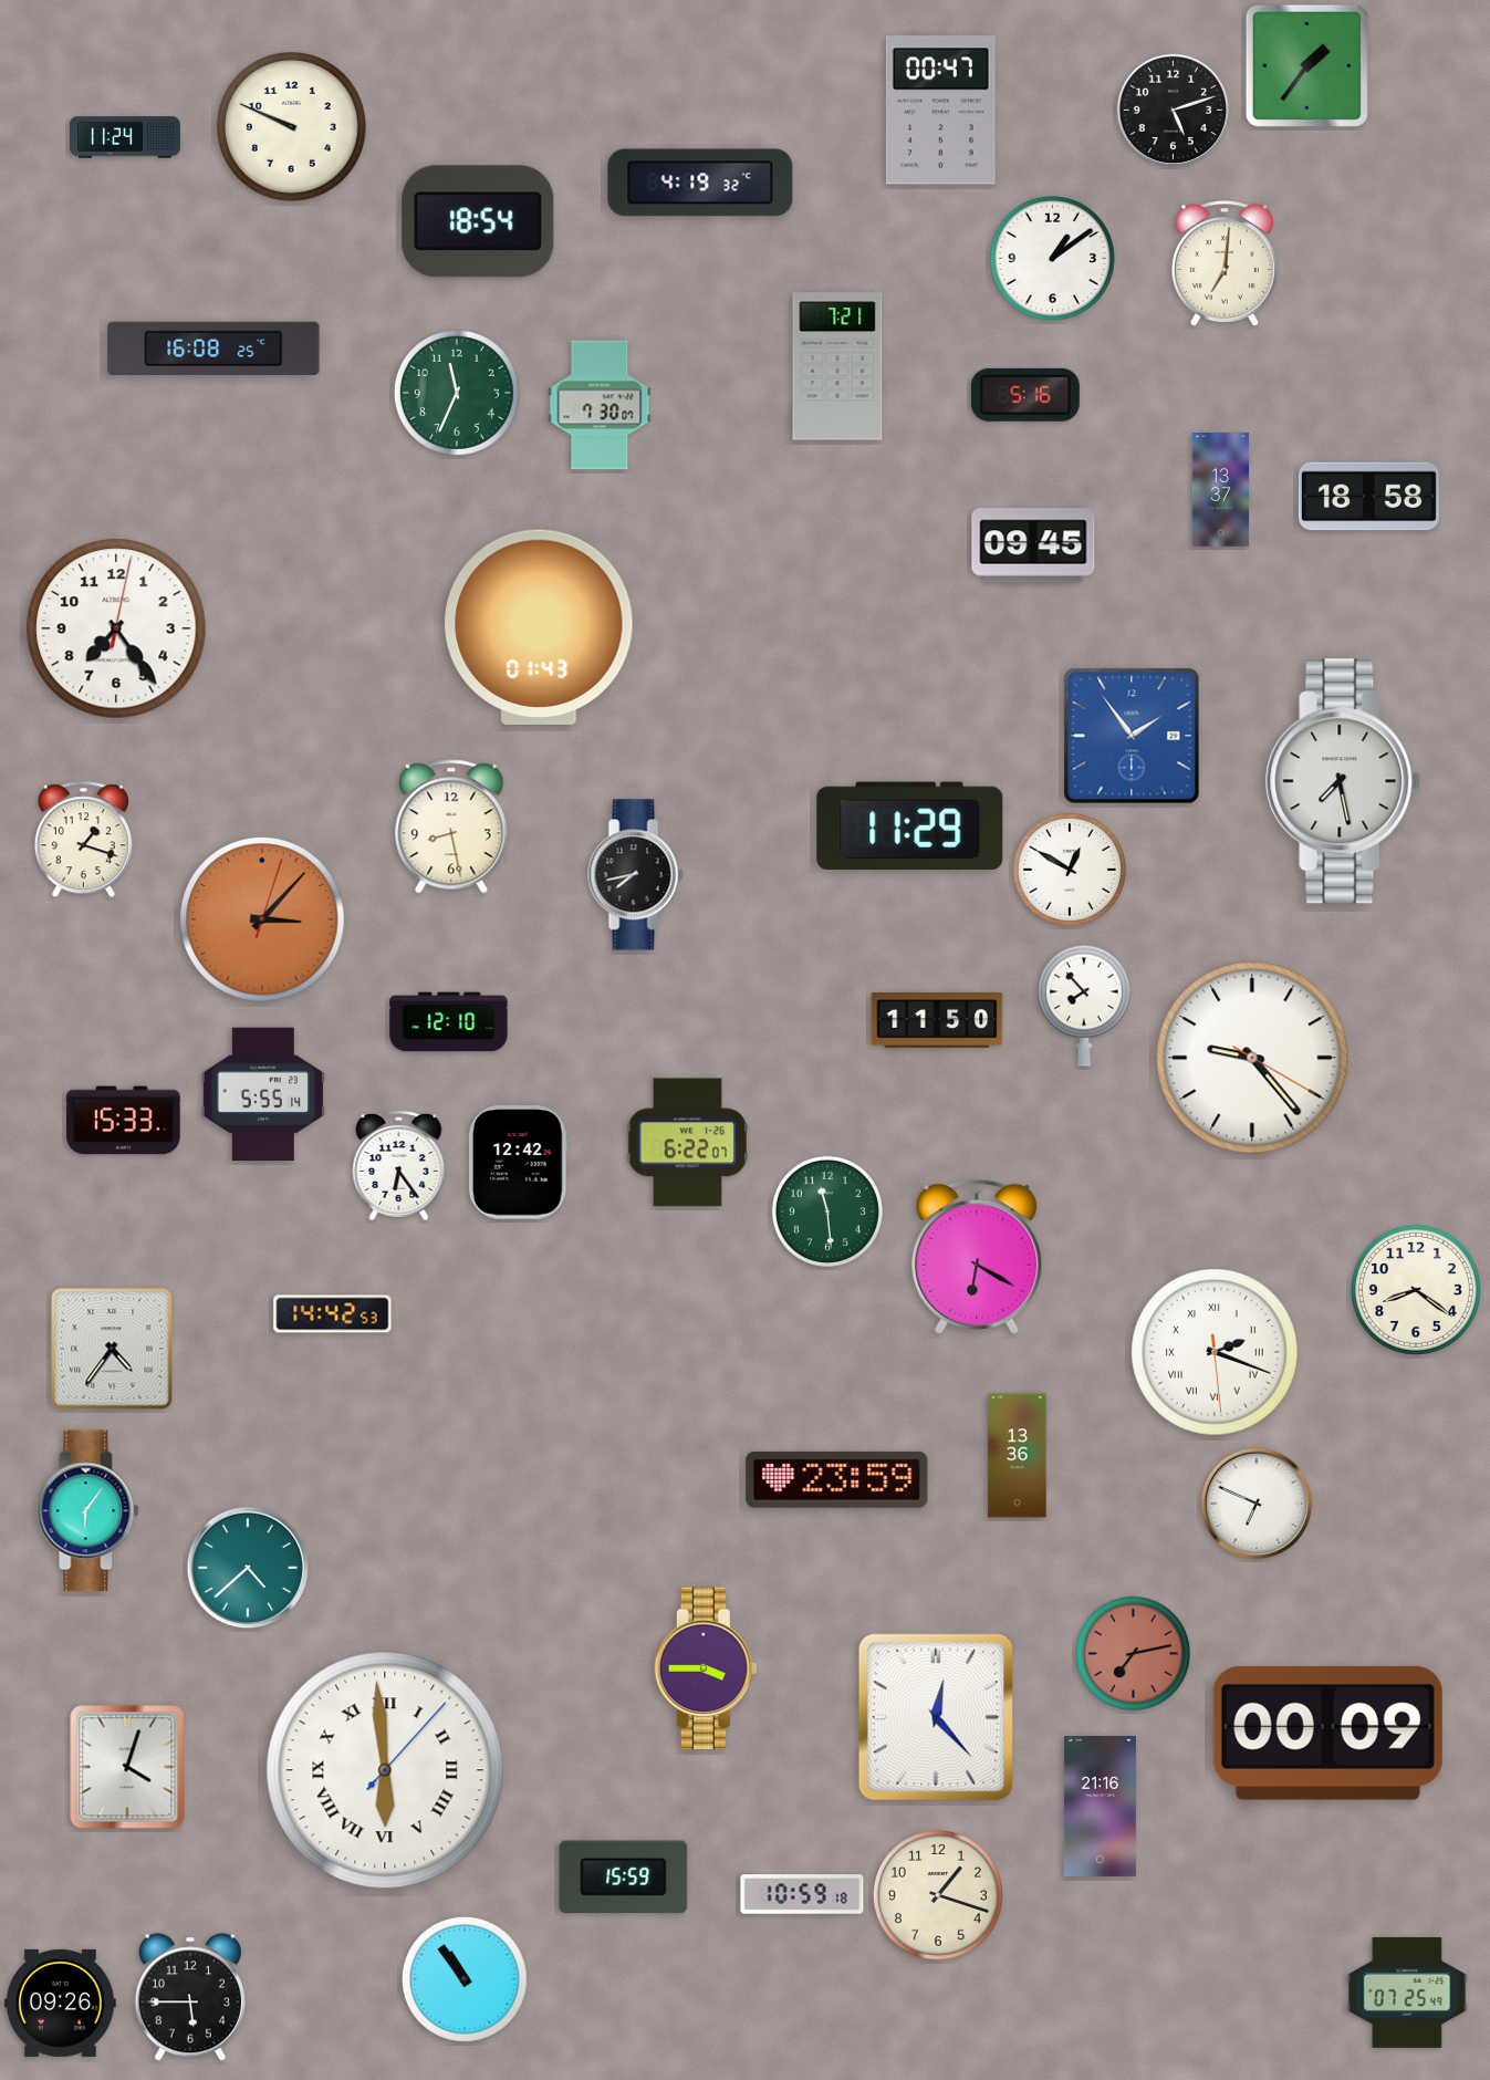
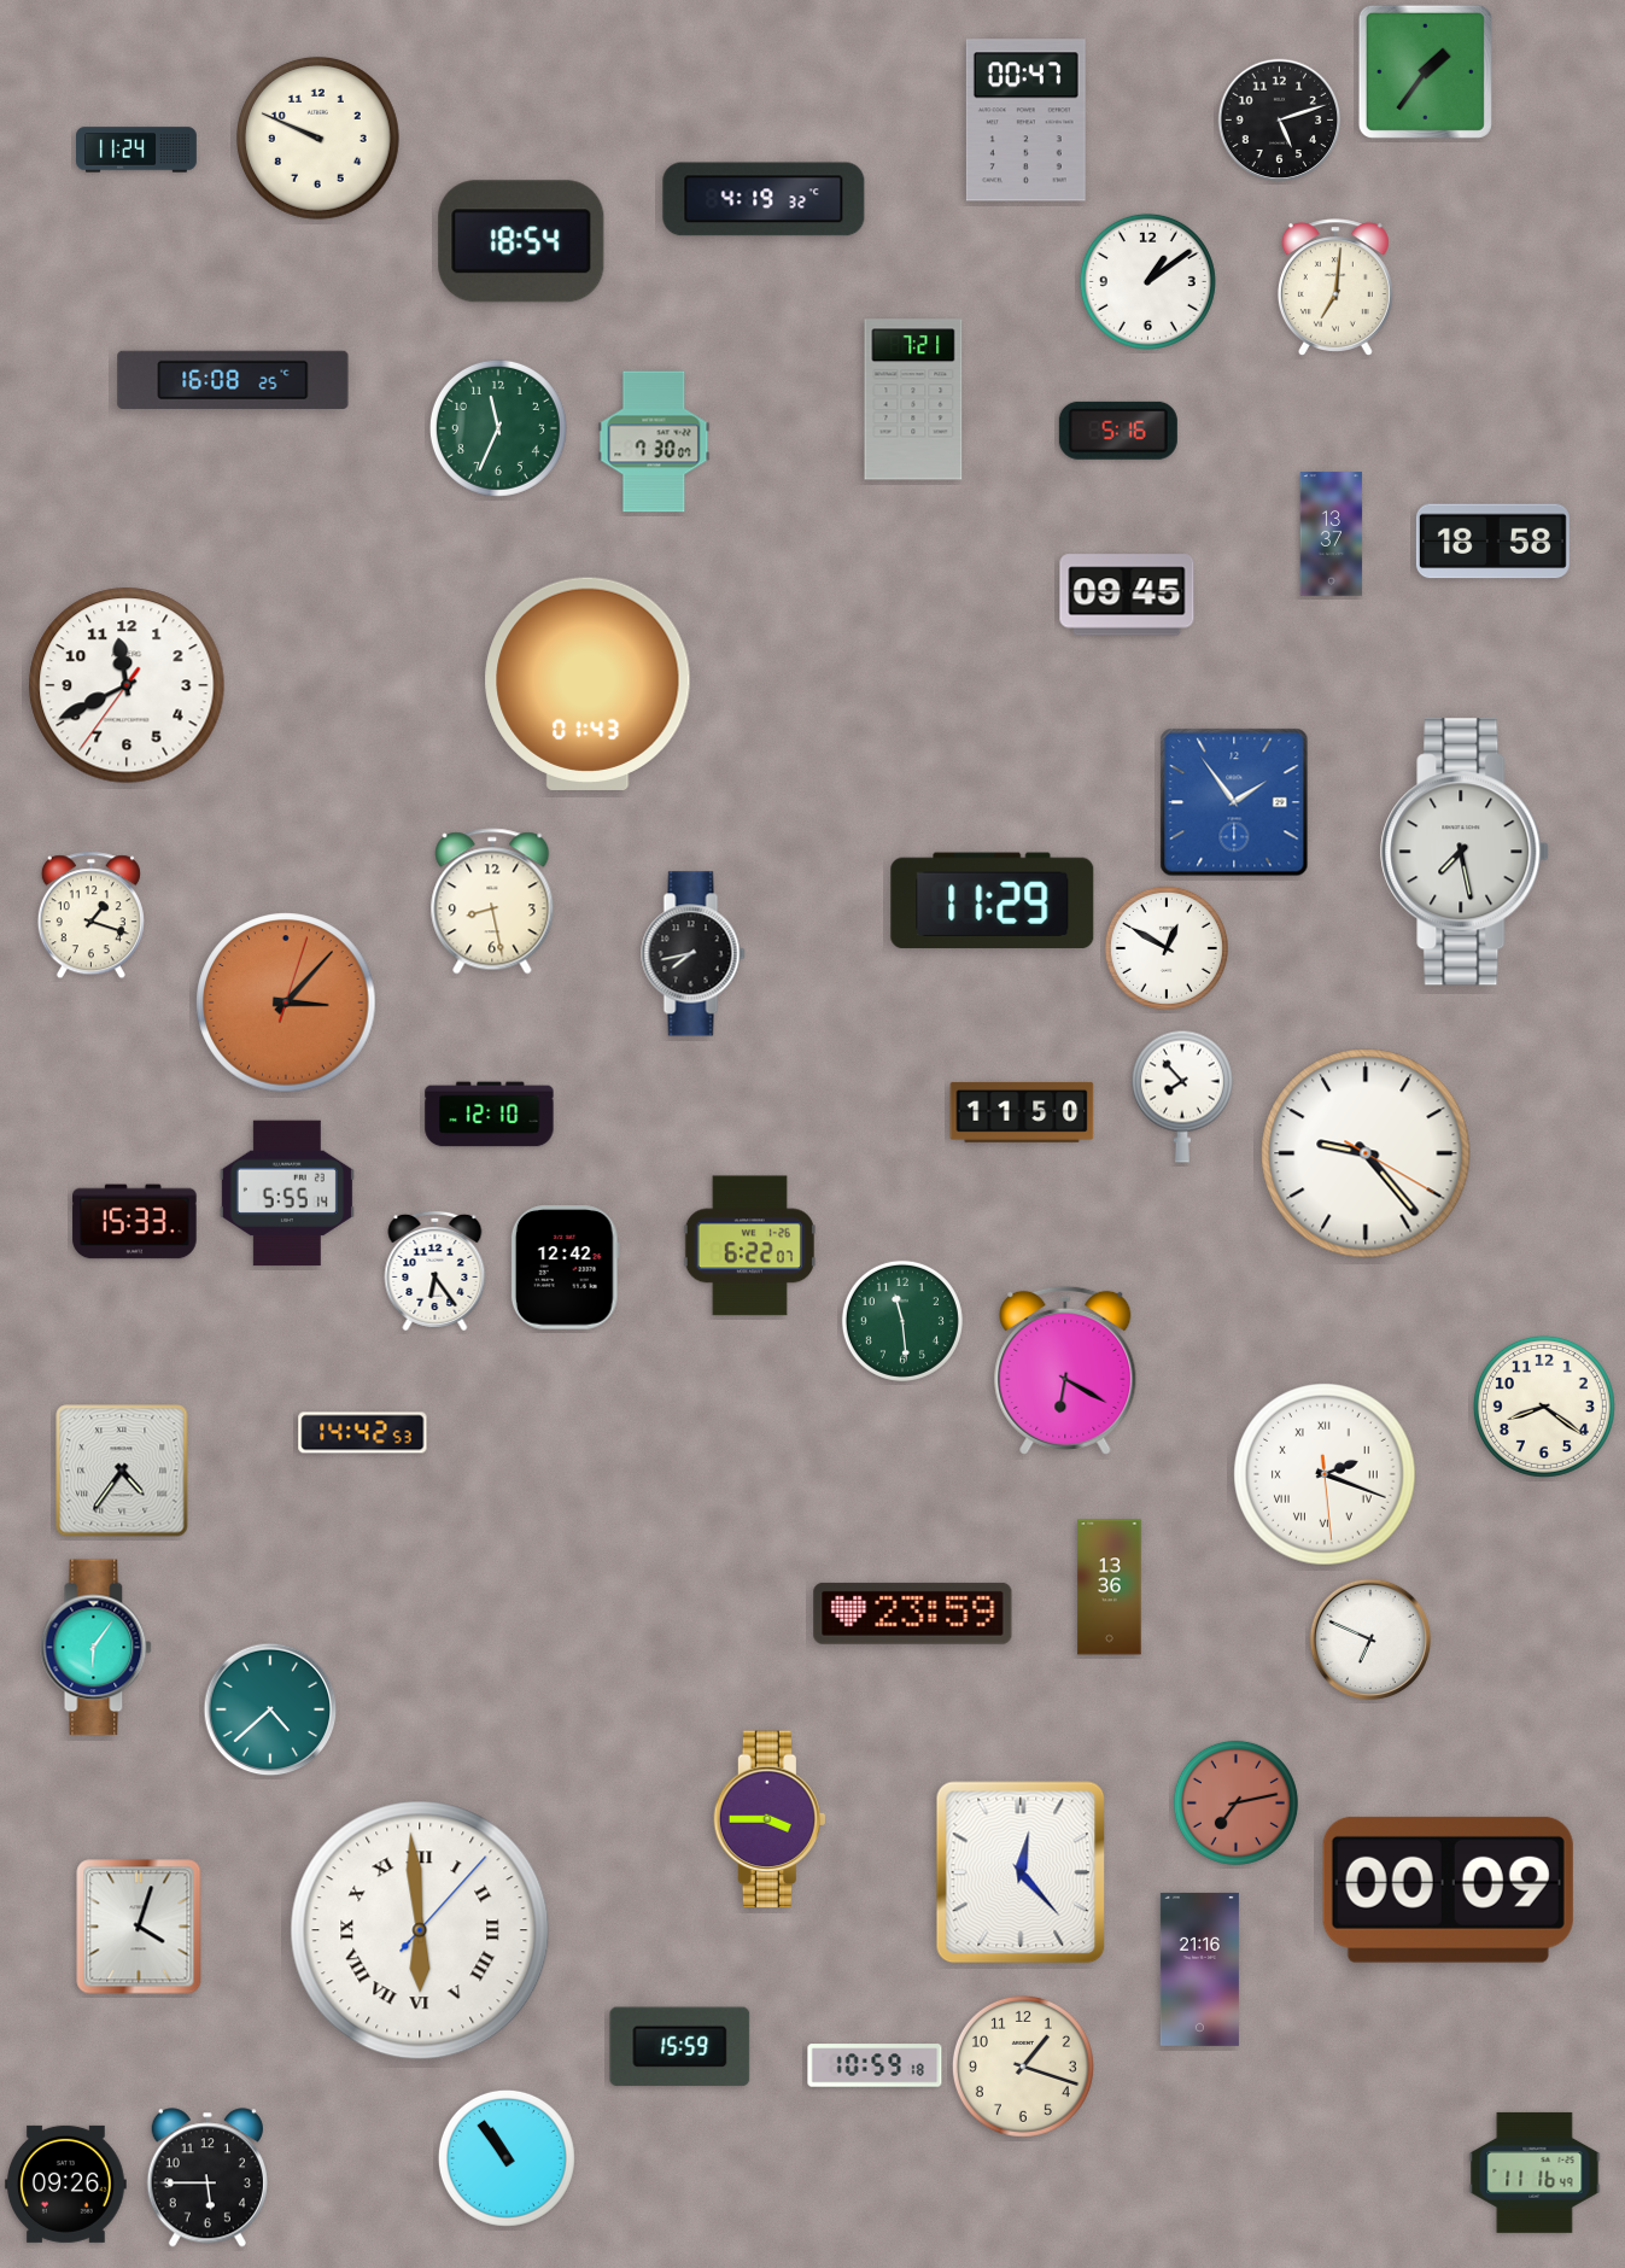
clock at (116, 628): 7:24 -> 11:40
clock at (1407, 1993): 07:25 -> 11:16
